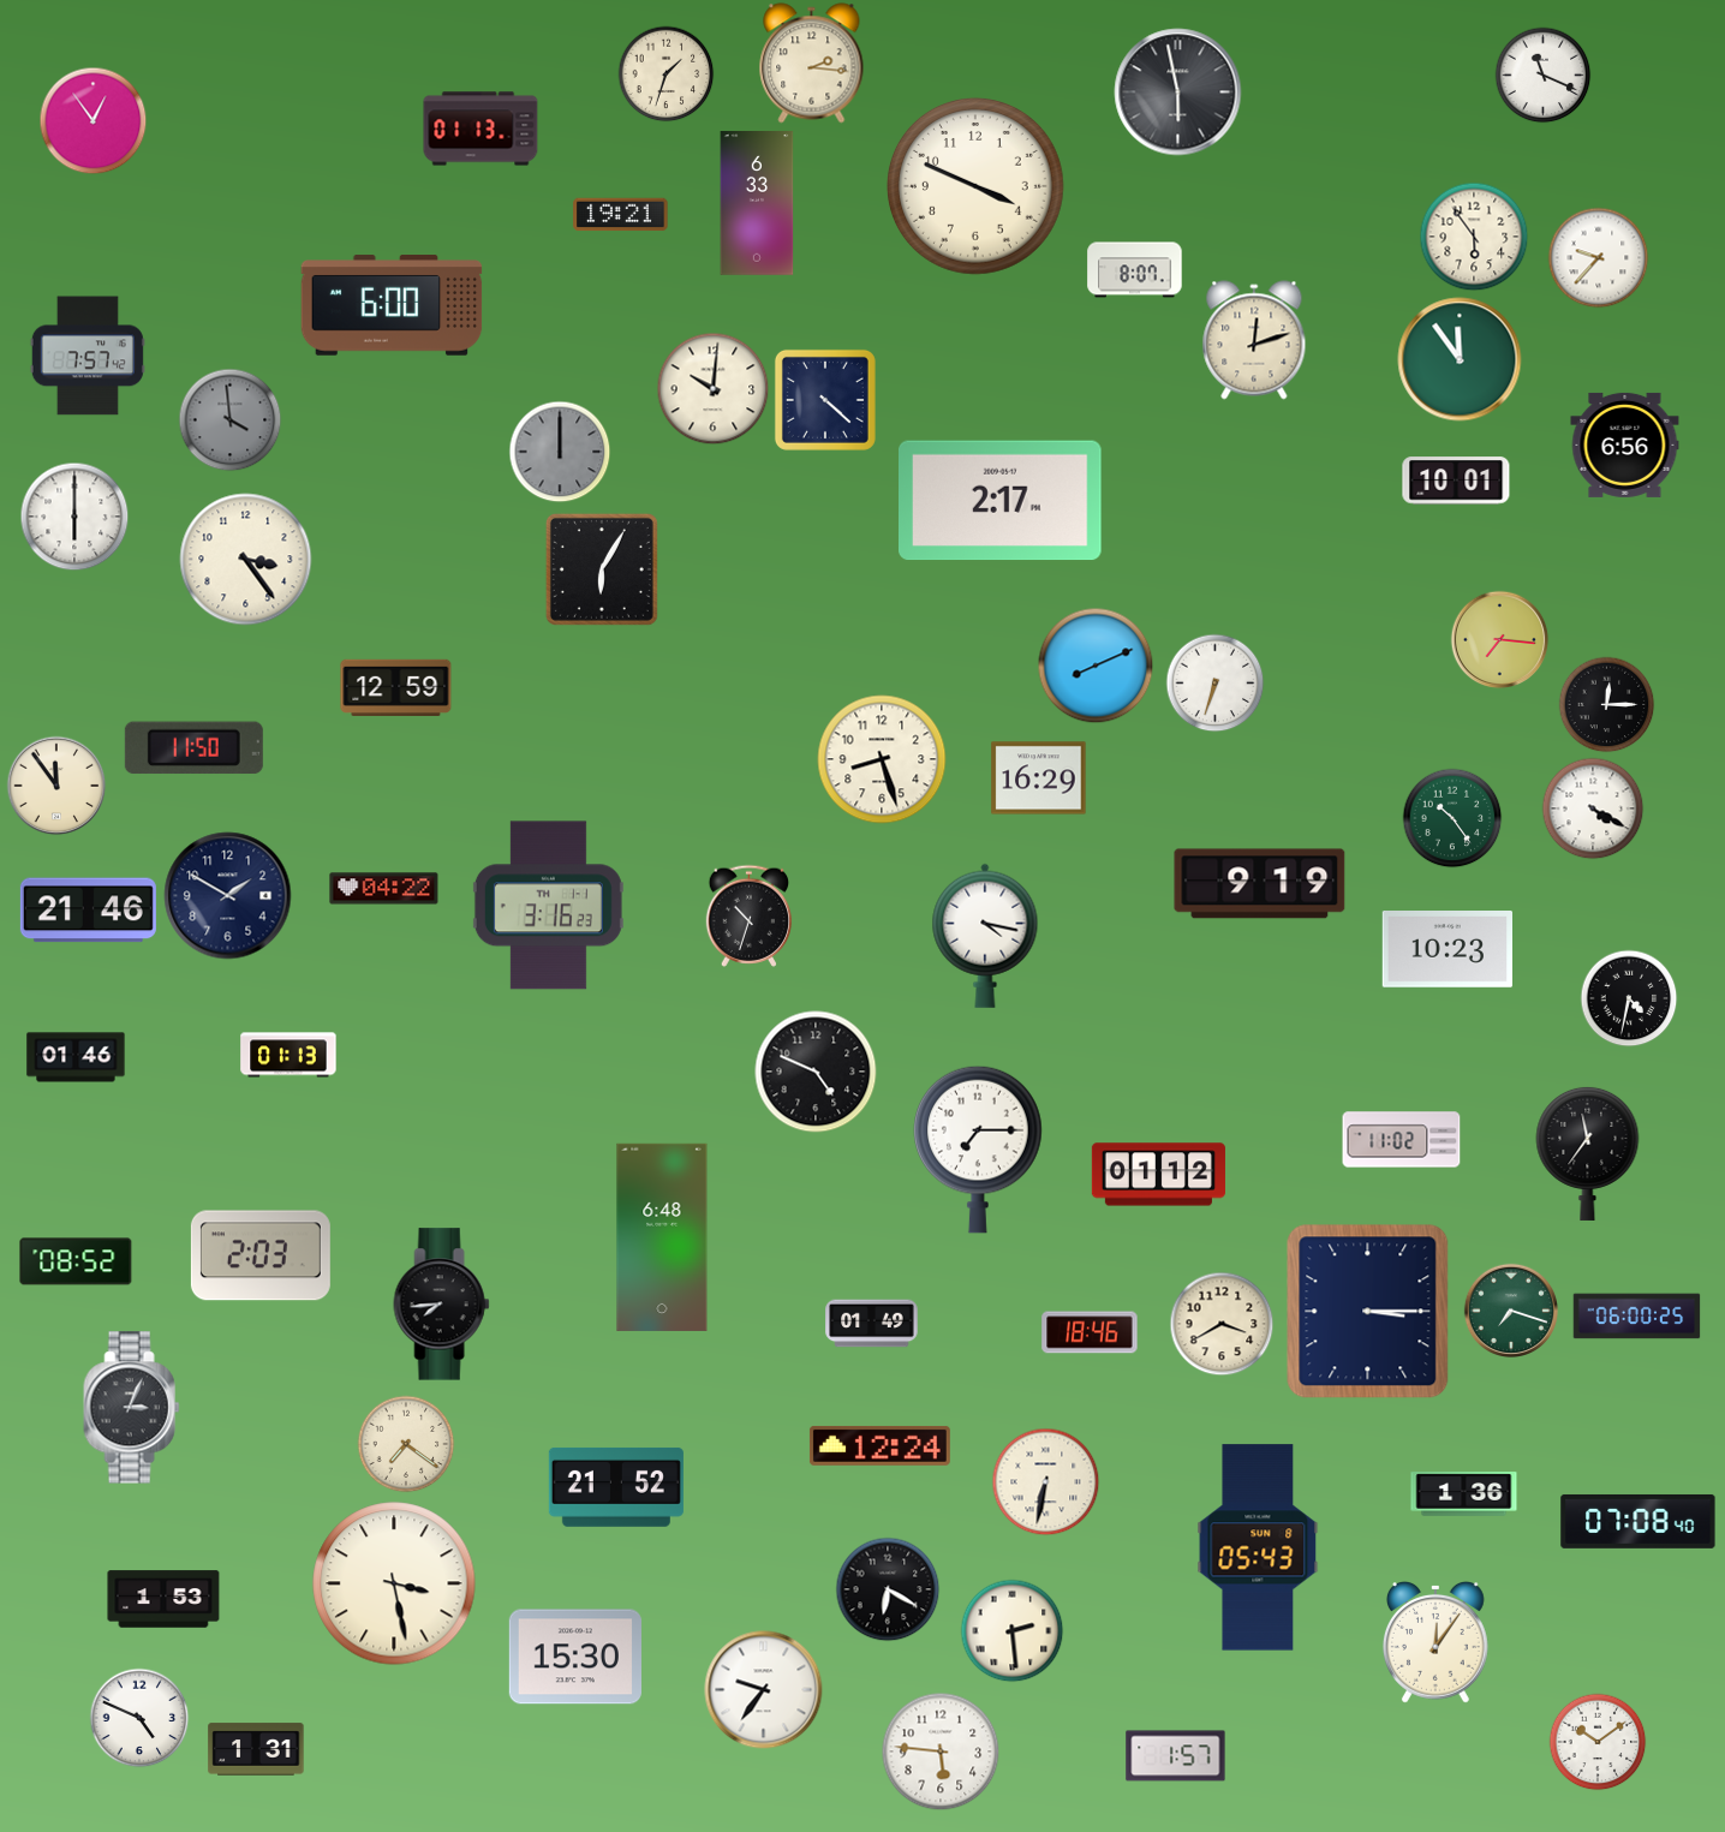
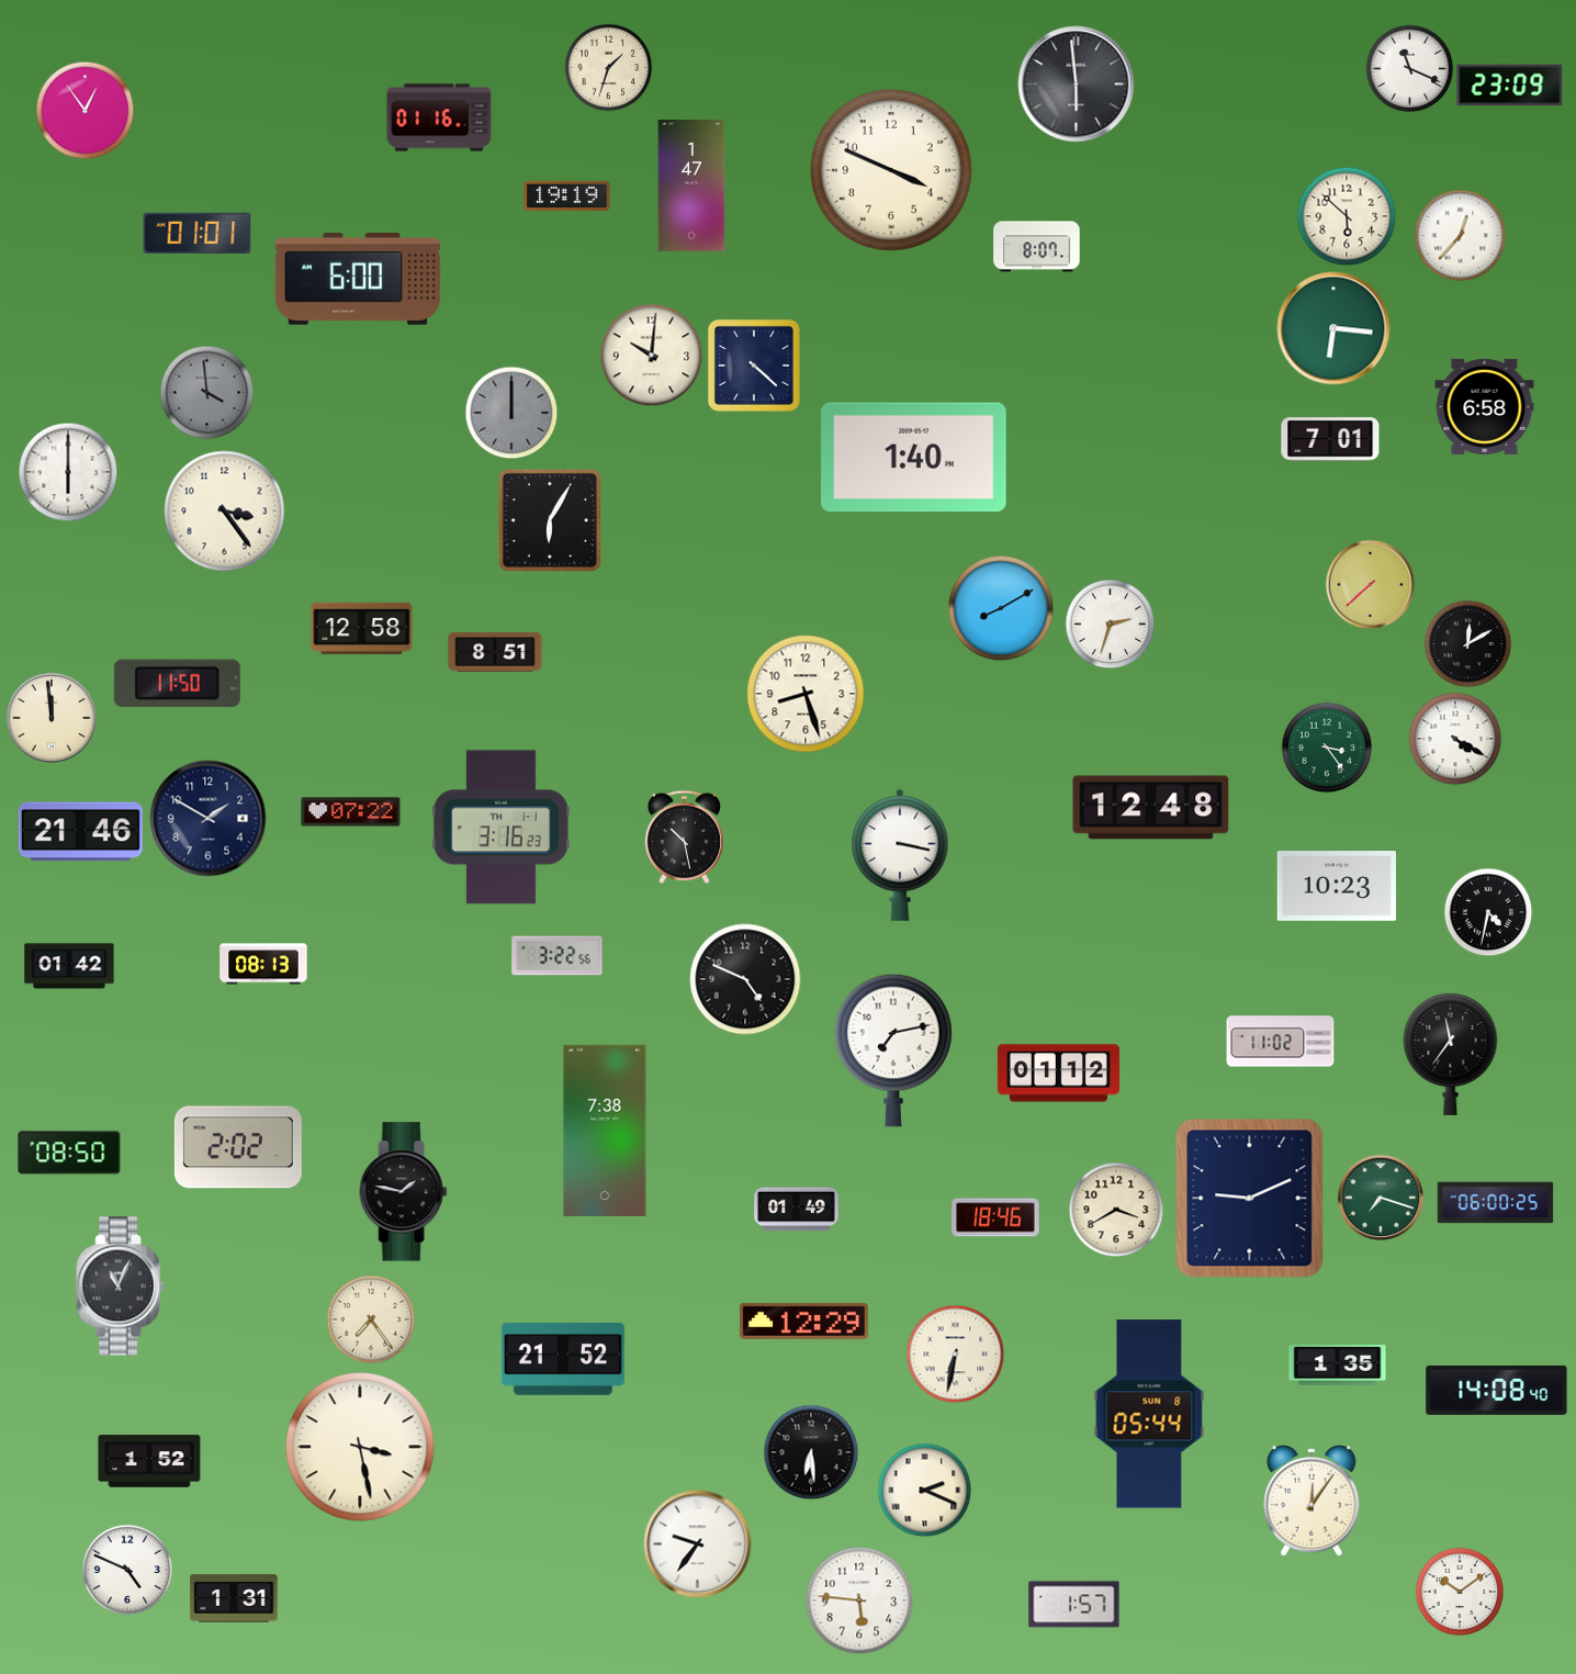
clock at (812, 64): 2:16 -> none
clock at (1178, 93): 5:58 -> 5:59
clock at (1510, 86): none -> 23:09
clock at (481, 129): 01:13 -> 01:16
clock at (757, 203): 6:33 -> 1:47
clock at (621, 215): 19:21 -> 19:19
clock at (1474, 237): 5:54 -> 5:52
clock at (198, 233): none -> 01:01
clock at (1598, 257): 9:37 -> 12:37
clock at (1254, 340): 12:12 -> none
clock at (88, 356): 7:57 -> none
clock at (1460, 359): 11:54 -> 6:16
clock at (229, 419) position: (229, 419) -> (206, 392)
clock at (1625, 444): 6:56 -> 6:58
clock at (1456, 481): 10:01 -> 7:01
clock at (1001, 501): 2:17 -> 1:40
clock at (1499, 639): 7:16 -> 7:38
clock at (1096, 666): 8:11 -> 8:10
clock at (1214, 682): 6:33 -> 2:33
clock at (396, 687): 12:59 -> 12:58
clock at (1606, 704): 12:15 -> 12:10
clock at (495, 652): none -> 8:51
clock at (1039, 778): 16:29 -> none
clock at (56, 786): 11:54 -> 11:59
clock at (1452, 818): 10:24 -> 3:24
clock at (1260, 884): 9:19 -> 12:48
clock at (384, 889): 04:22 -> 07:22
clock at (750, 915): 10:33 -> 10:28
clock at (985, 936): 4:17 -> 3:17
clock at (1446, 950) position: (1446, 950) -> (1336, 887)
clock at (558, 956): none -> 3:22
clock at (288, 1055): 01:13 -> 08:13
clock at (76, 1057): 01:46 -> 01:42
clock at (978, 1150): 7:15 -> 7:13
clock at (662, 1237): 6:48 -> 7:38
clock at (261, 1255): 2:03 -> 2:02
clock at (76, 1261): 08:52 -> 08:50
clock at (442, 1305): 7:44 -> 1:47
clock at (1368, 1312): 3:15 -> 9:11
clock at (132, 1408): 3:04 -> 11:04
clock at (406, 1444): 7:21 -> 7:24
clock at (879, 1445): 12:24 -> 12:29
clock at (1464, 1494): 1:36 -> 1:35
clock at (1639, 1521): 07:08 -> 14:08
clock at (1258, 1547): 05:43 -> 05:44
clock at (888, 1589): 6:20 -> 6:29
clock at (163, 1599): 1:53 -> 1:52
clock at (1011, 1630): 2:29 -> 2:19
clock at (575, 1657): 15:30 -> none
